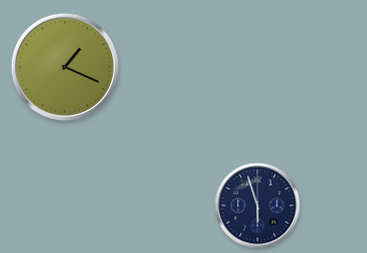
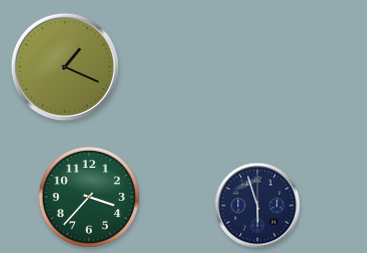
clock at (88, 196): none -> 3:37
